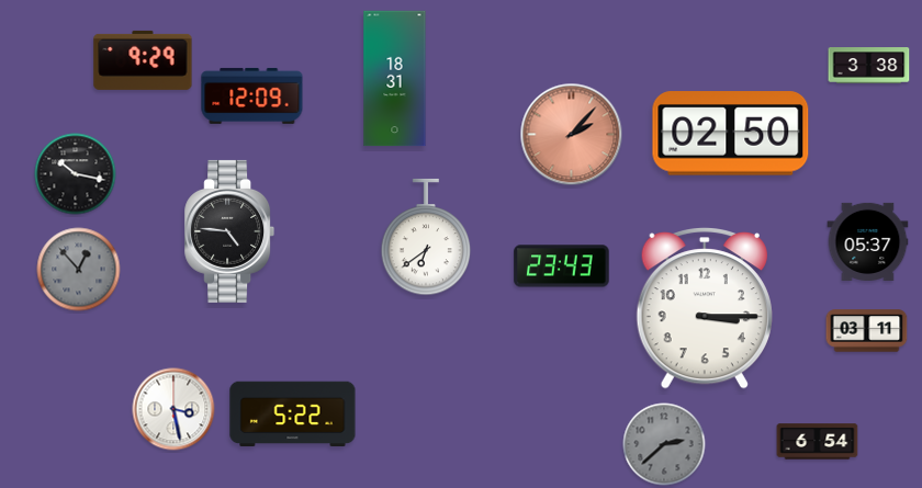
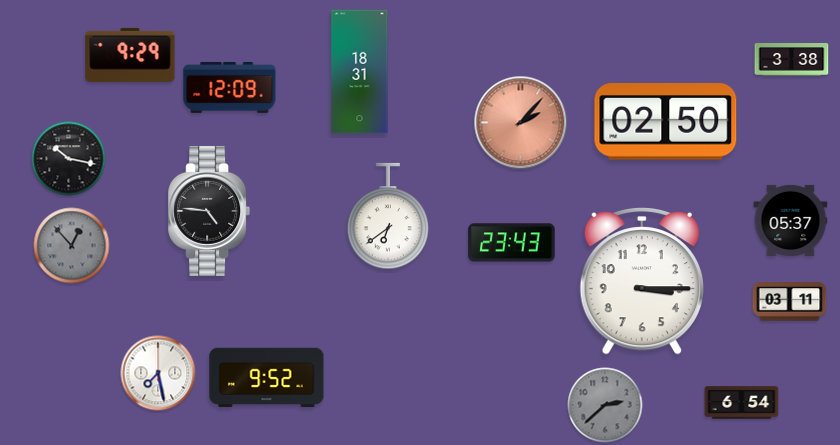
clock at (173, 409): 3:28 -> 7:28
clock at (293, 415): 5:22 -> 9:52
clock at (818, 442) position: (818, 442) -> (742, 403)
